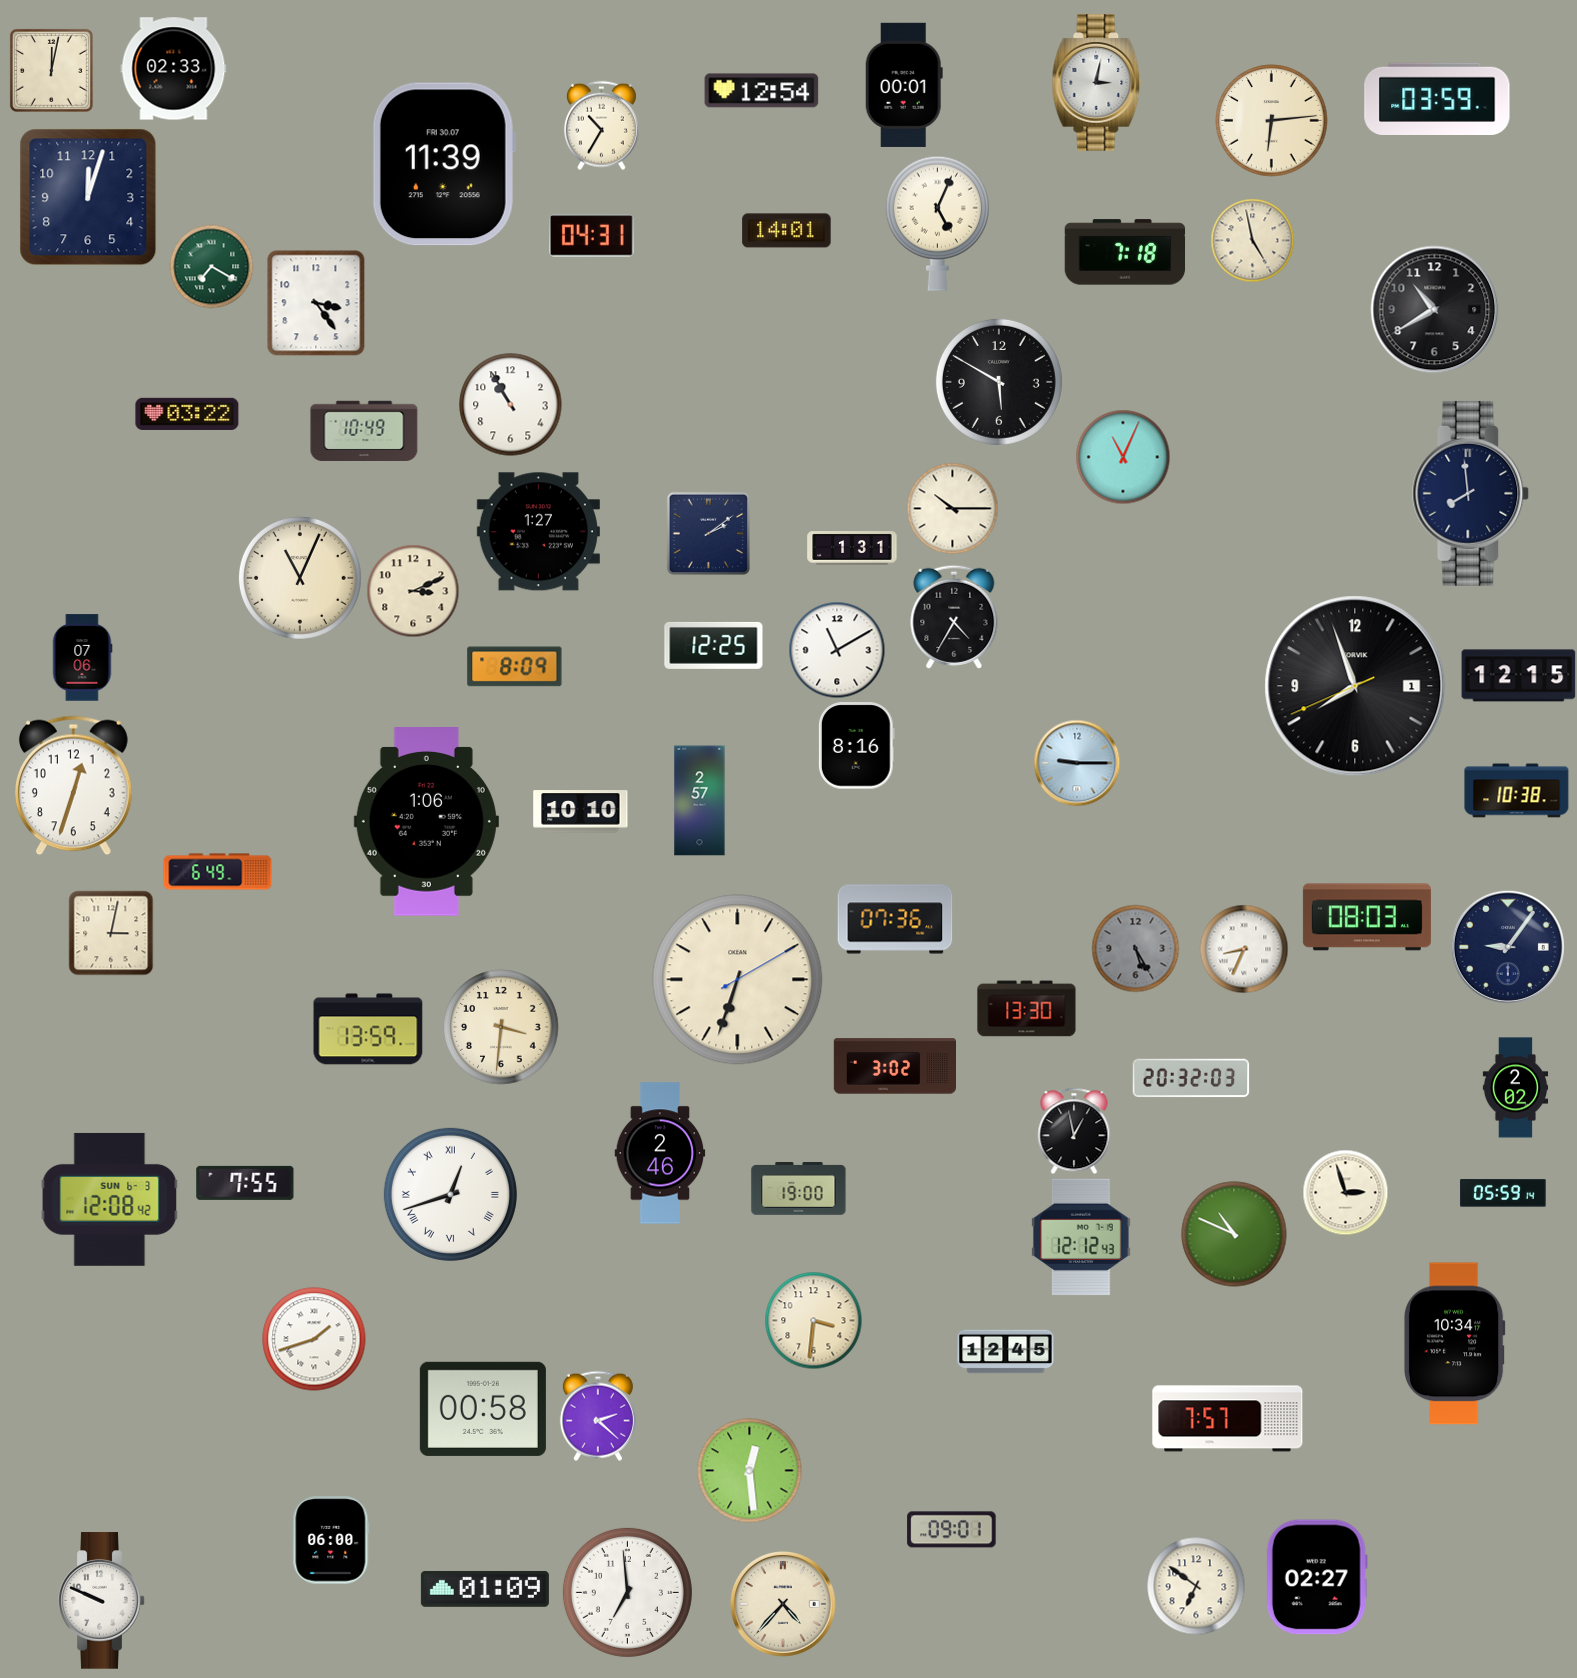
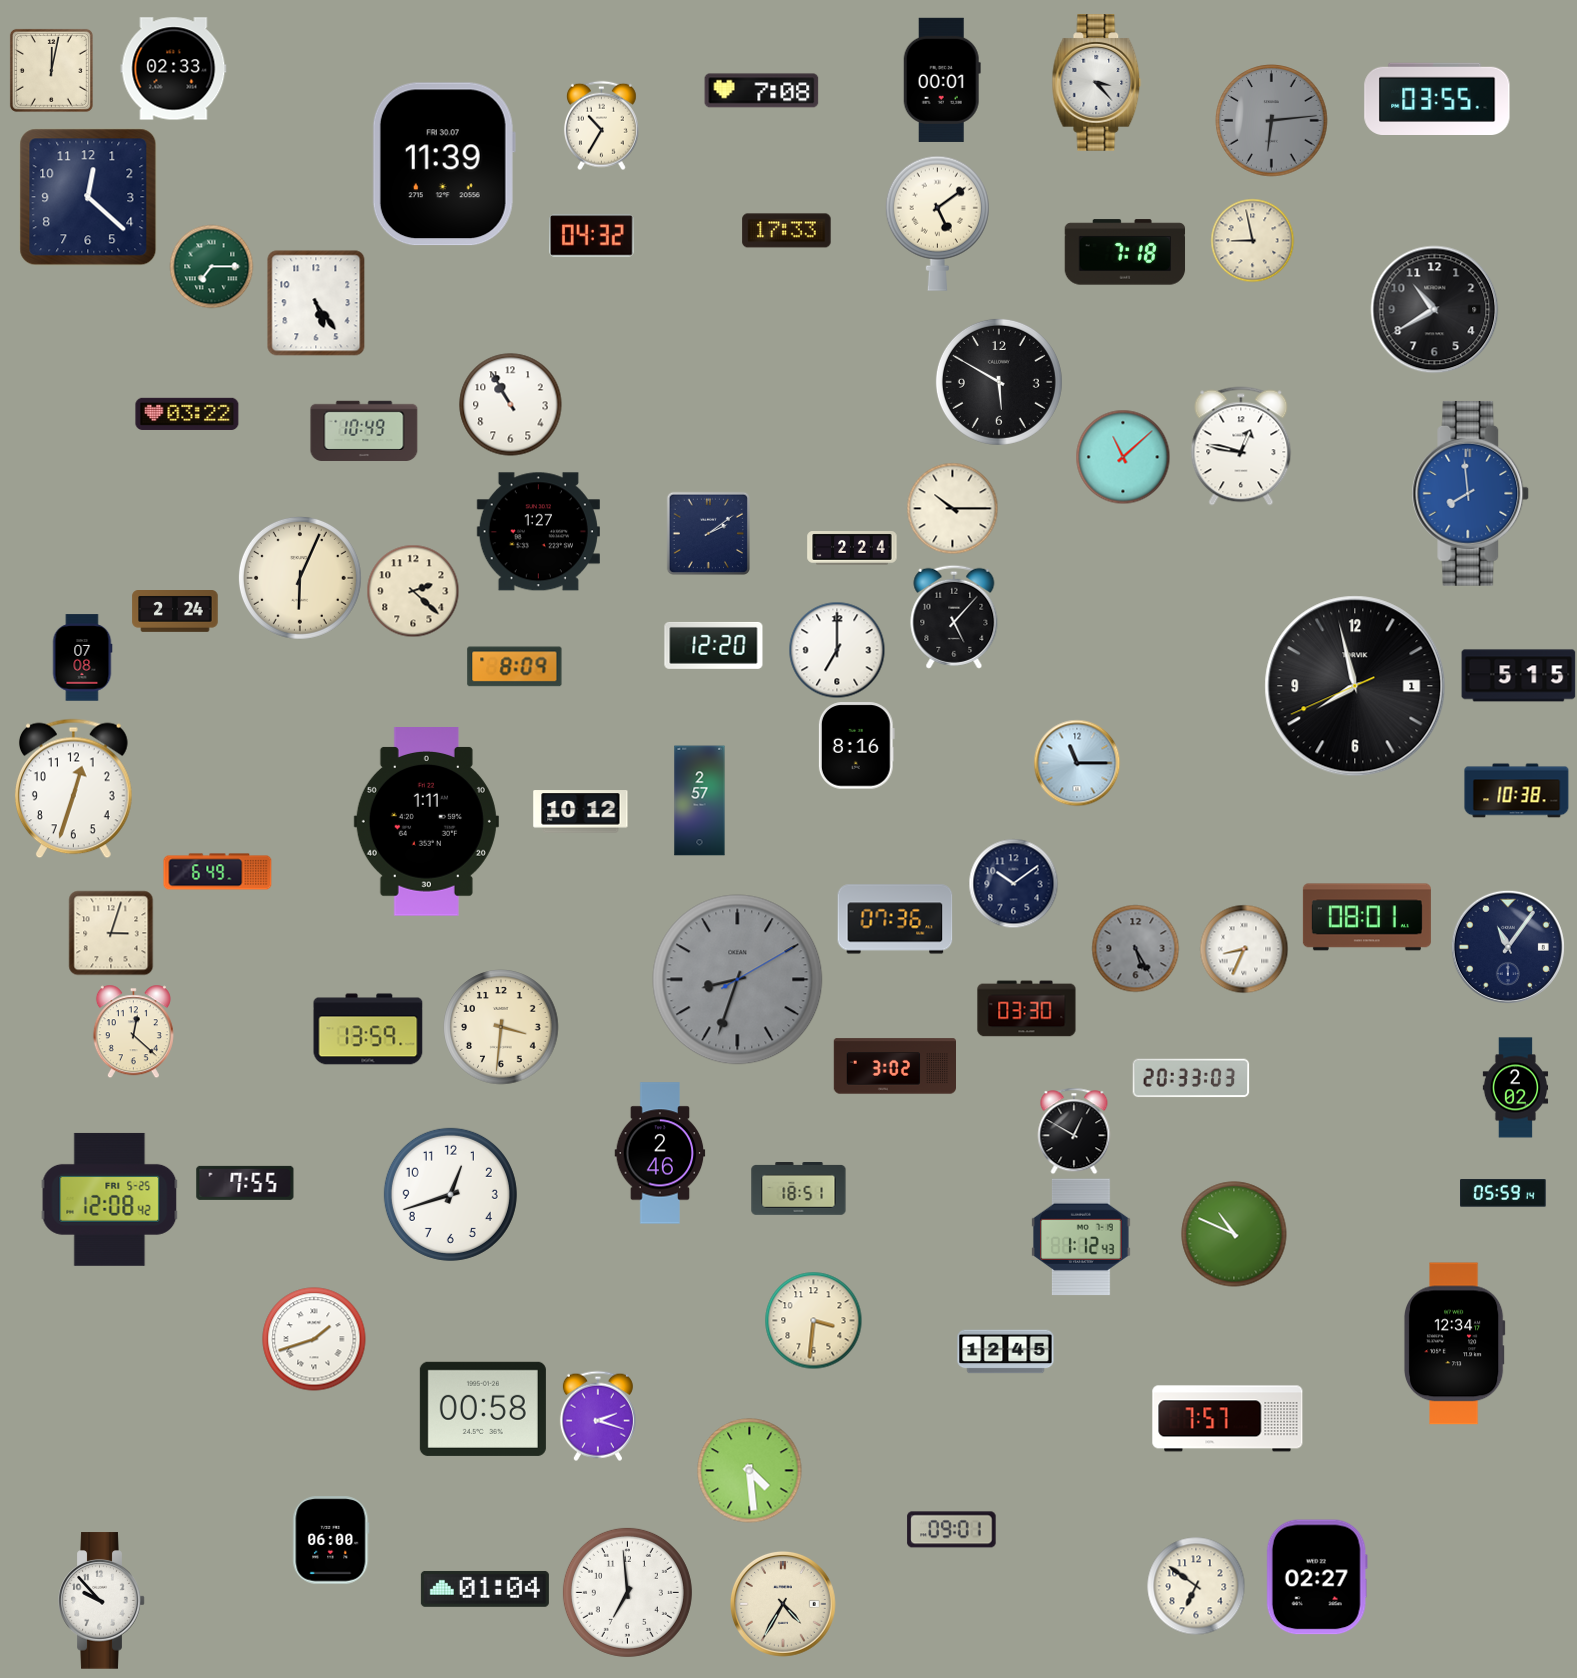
clock at (1097, 83): 3:02 -> 3:23
clock at (904, 85) position: (904, 85) -> (942, 80)
clock at (762, 91): 12:54 -> 7:08
clock at (1437, 98): 03:59 -> 03:55
clock at (1272, 121) dial: cream -> grey
clock at (88, 197): 12:03 -> 12:22
clock at (937, 223): 5:04 -> 5:09
clock at (787, 231): 14:01 -> 17:33
clock at (592, 236): 04:31 -> 04:32
clock at (1252, 240): 4:58 -> 8:58
clock at (211, 266): 7:20 -> 7:15
clock at (316, 303): 3:24 -> 5:24
clock at (1241, 446): none -> 12:47
clock at (1123, 457): 11:04 -> 11:08
clock at (1471, 493) dial: navy -> blue
clock at (852, 548): 1:31 -> 2:24
clock at (300, 578): 11:04 -> 6:04
clock at (413, 591): 3:11 -> 2:22
clock at (175, 612): none -> 2:24
clock at (954, 617): 4:35 -> 5:07
clock at (714, 645): 12:25 -> 12:20
clock at (837, 650): 11:10 -> 7:00
clock at (82, 658): 07:06 -> 07:08
clock at (1519, 676): 12:15 -> 5:15
clock at (1355, 686): 7:56 -> 7:57
clock at (1077, 763): 9:15 -> 11:15
clock at (74, 786) position: (74, 786) -> (74, 789)
clock at (581, 812): 10:10 -> 10:12
clock at (426, 822): 1:06 -> 1:11
clock at (1013, 883): none -> 10:09
clock at (1367, 917): 08:03 -> 08:01
clock at (111, 933): 3:02 -> 3:03
clock at (1508, 947): 9:06 -> 11:06
clock at (738, 980): 6:33 -> 8:33
clock at (738, 980) dial: cream -> grey
clock at (1027, 1009): 13:30 -> 03:30
clock at (133, 1031): none -> 12:22
clock at (1191, 1078): 20:32 -> 20:33
clock at (1074, 1131): 12:58 -> 12:50
clock at (799, 1189): 19:00 -> 18:51
clock at (1345, 1192): 2:57 -> none
clock at (450, 1194) numerals: Roman -> Arabic
clock at (110, 1199) date: SUN 6-3 -> FRI 5-25
clock at (1082, 1237): 12:12 -> 1:12
clock at (1454, 1344): 10:34 -> 12:34
clock at (598, 1416): 2:22 -> 2:18
clock at (750, 1471): 12:29 -> 4:29
clock at (485, 1589): 01:09 -> 01:04
clock at (102, 1601): 9:49 -> 9:53
clock at (784, 1605): 4:37 -> 4:35
